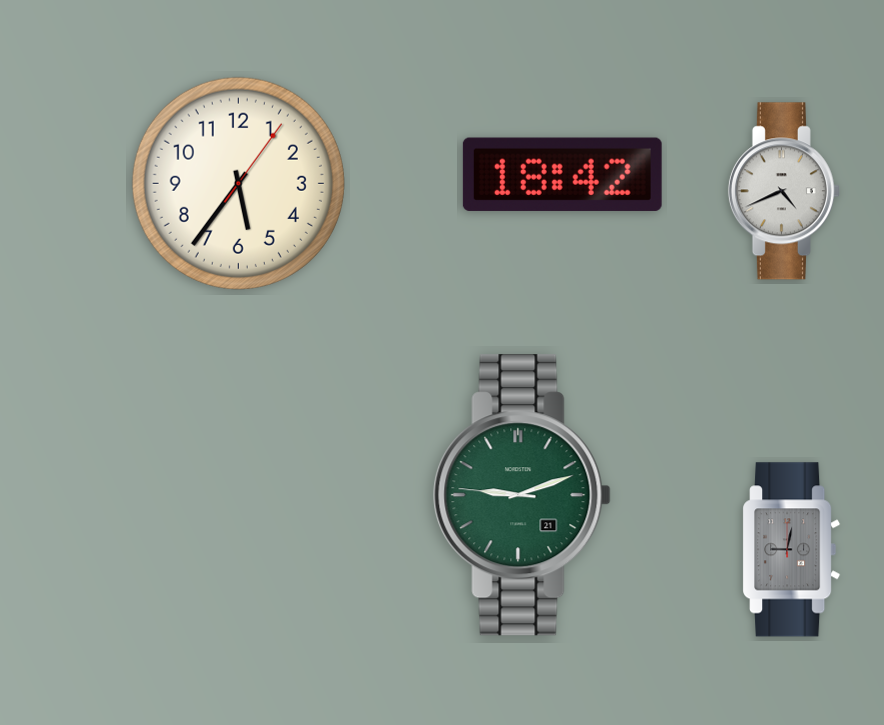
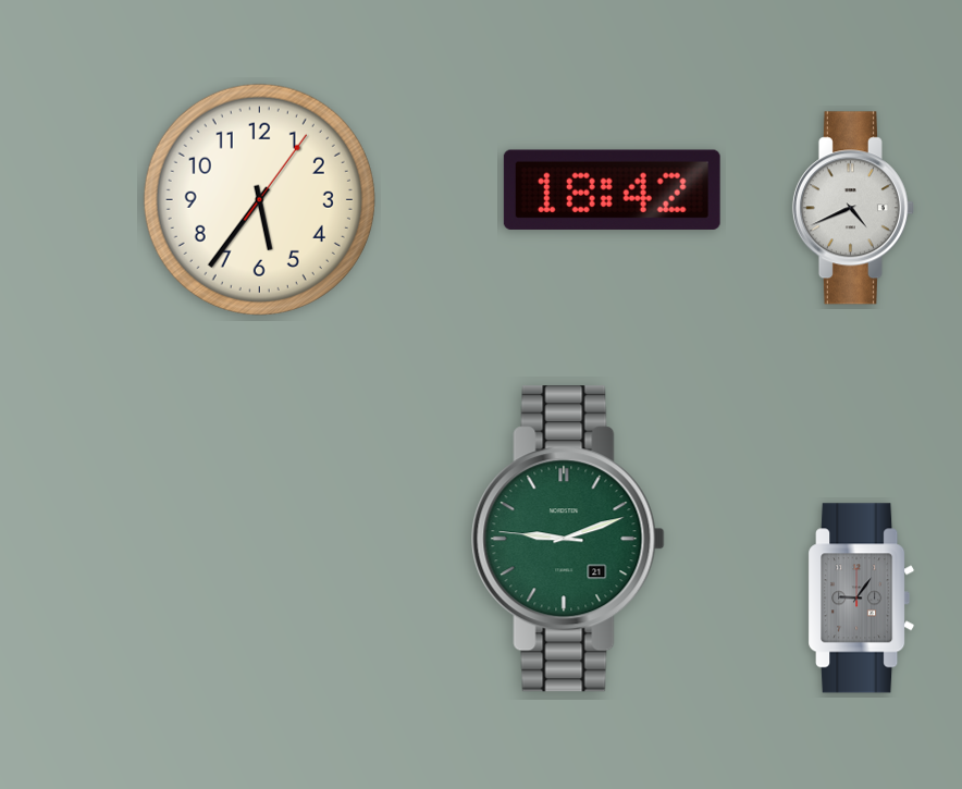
clock at (792, 550): 9:02 -> 9:06
